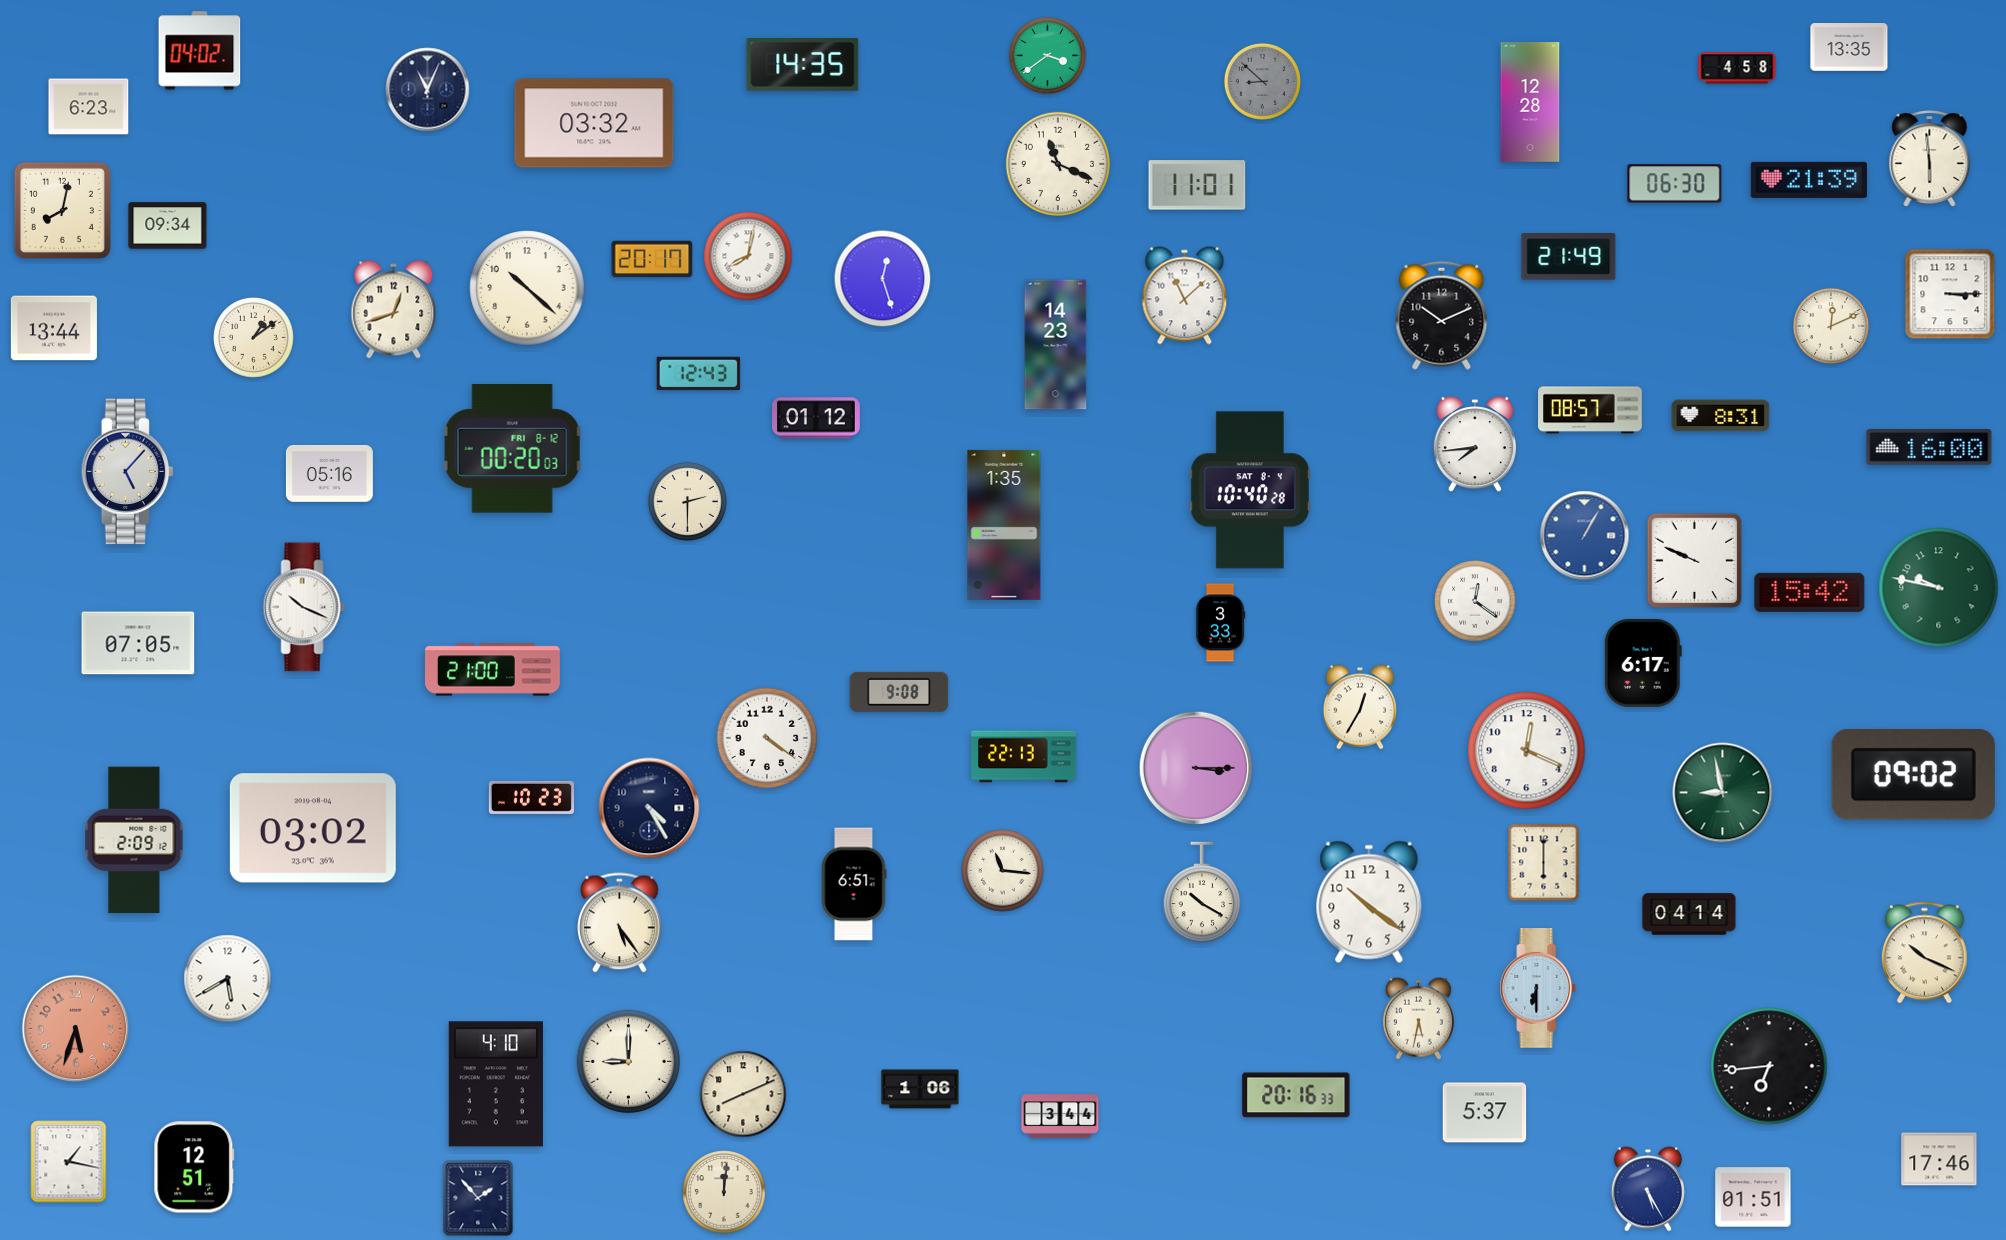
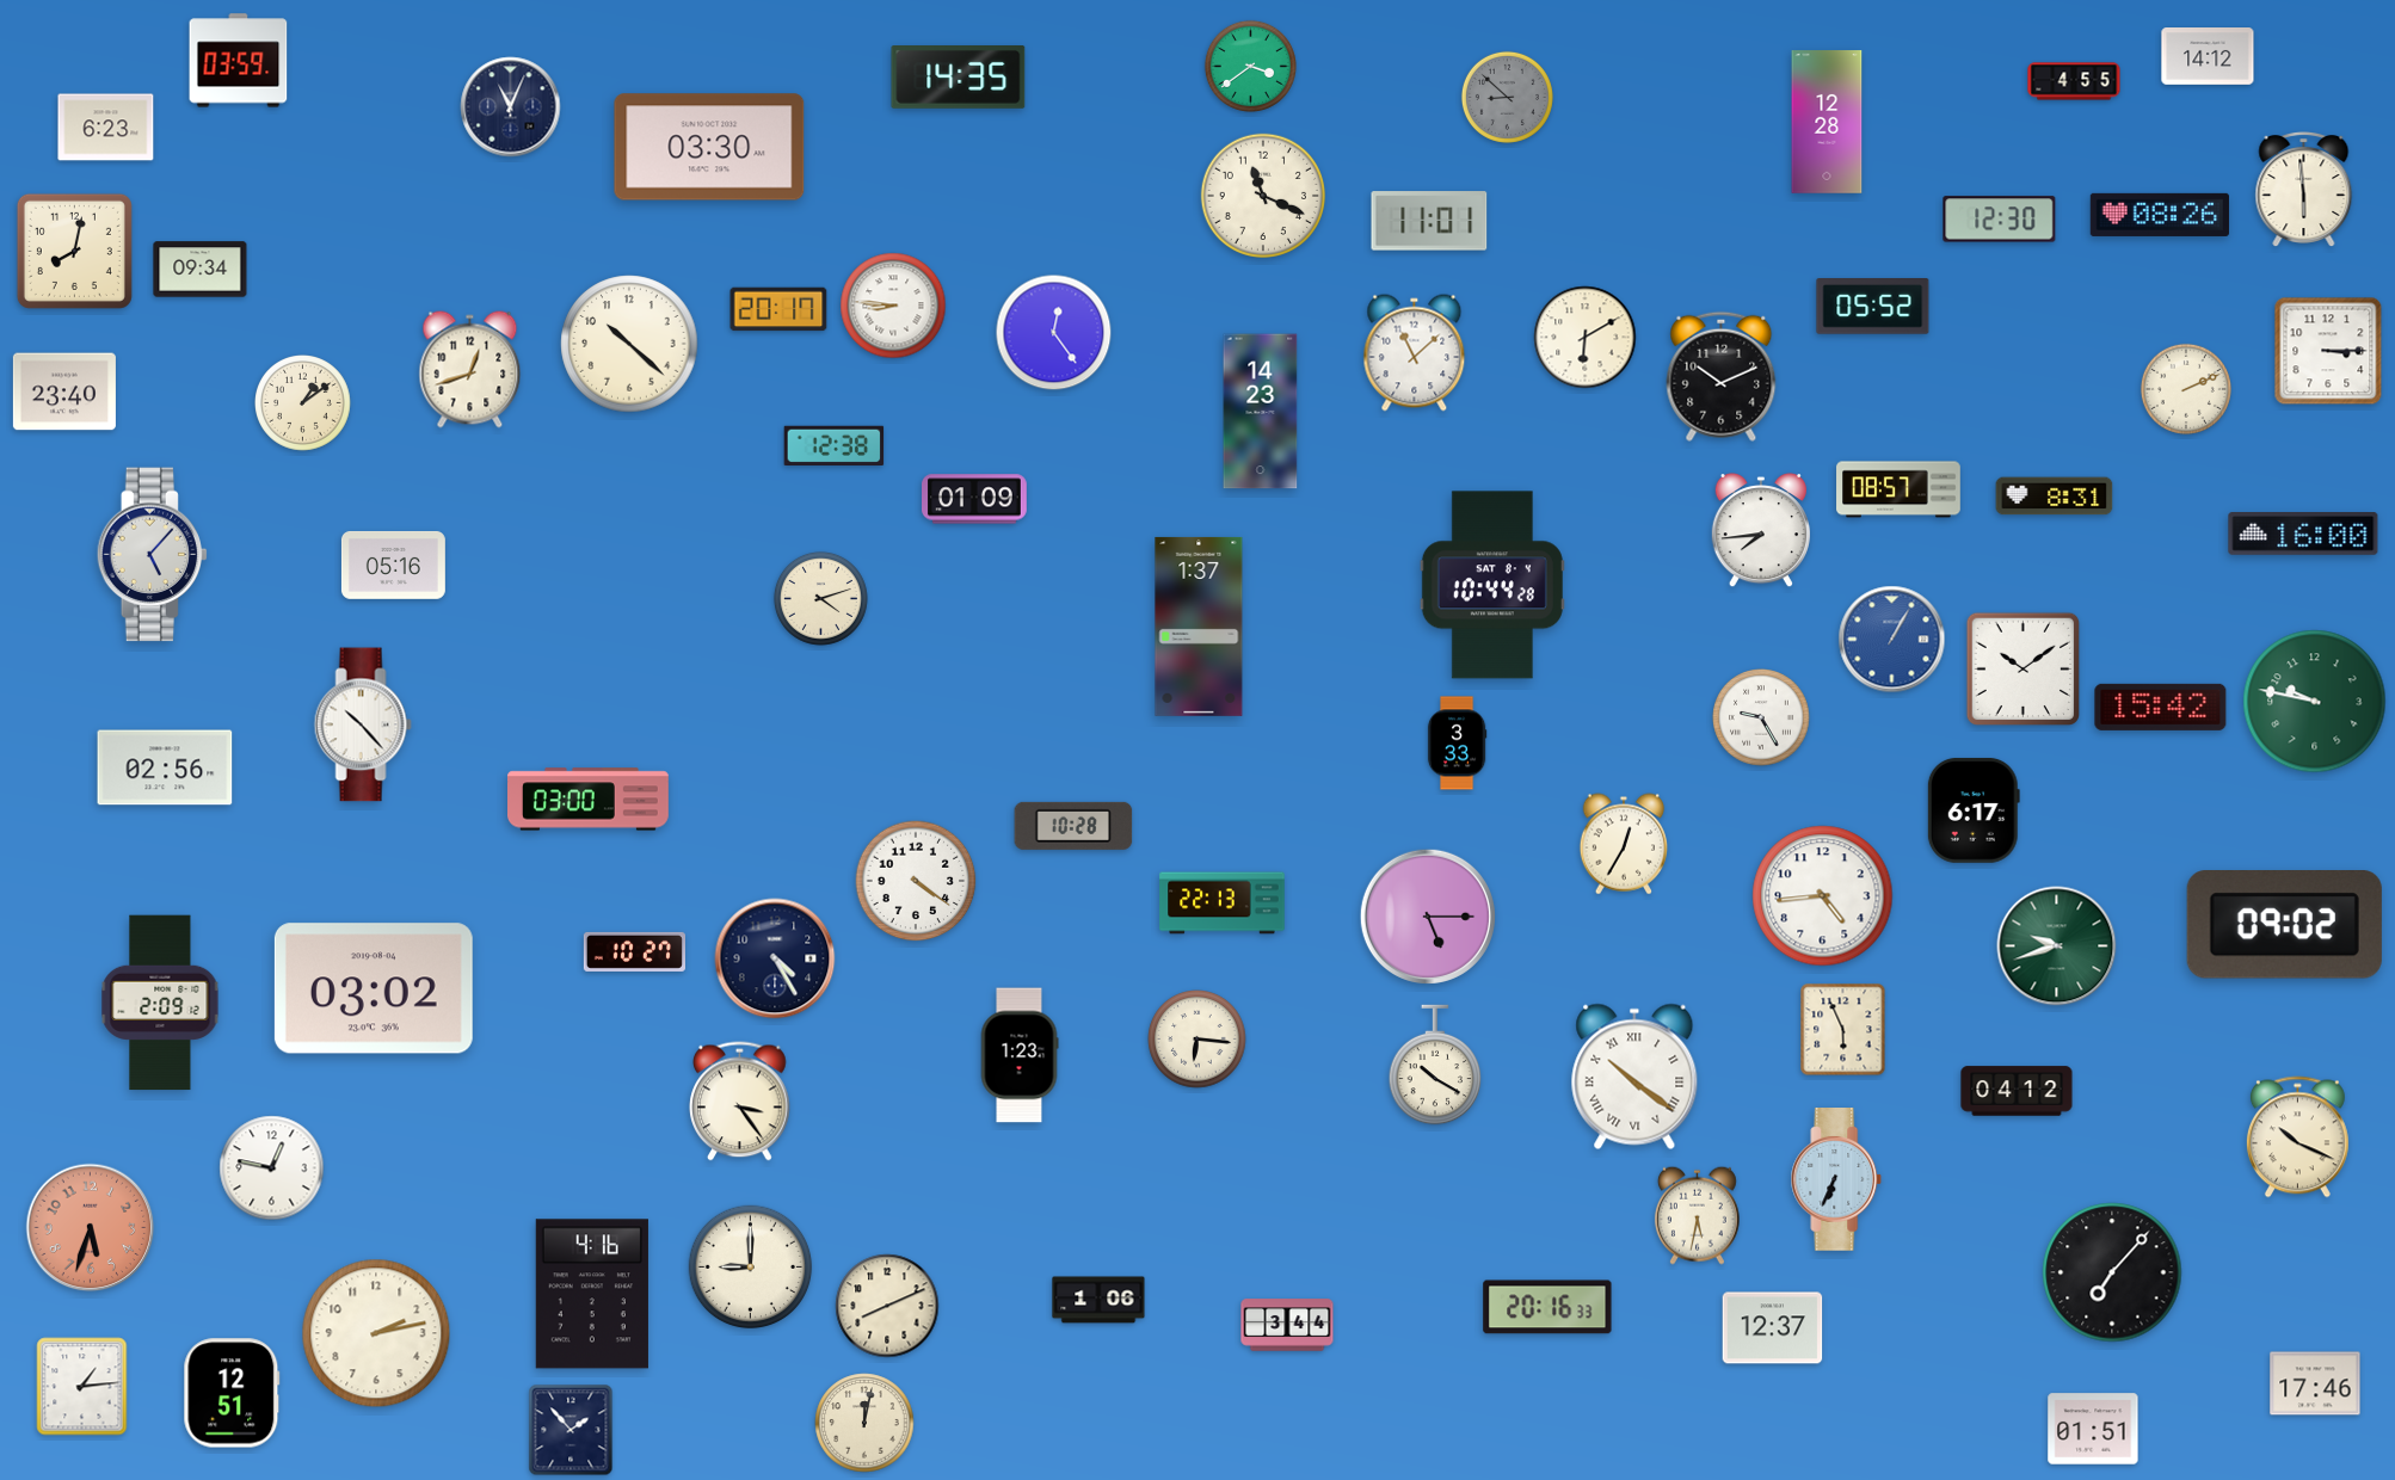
clock at (1849, 48): 13:35 -> 14:12
clock at (200, 51): 04:02 -> 03:59
clock at (1737, 68): 4:58 -> 4:55
clock at (594, 123): 03:32 -> 03:30
clock at (1809, 180): 21:39 -> 08:26
clock at (1675, 184): 06:30 -> 12:30
clock at (748, 256): 8:02 -> 8:46
clock at (1569, 257): 21:49 -> 05:52
clock at (883, 279): 12:27 -> 12:24
clock at (1586, 338): none -> 6:10
clock at (1831, 326): 12:11 -> 2:11
clock at (54, 328): 13:44 -> 23:40
clock at (699, 373): 12:43 -> 12:38
clock at (817, 418): 01:12 -> 01:09
clock at (512, 449): 00:20 -> none
clock at (128, 472) position: (128, 472) -> (153, 555)
clock at (1250, 490): 10:40 -> 10:44
clock at (687, 501): 2:30 -> 4:12
clock at (1004, 525): 1:35 -> 1:37
clock at (1695, 561): 9:49 -> 10:09
clock at (1475, 601): 12:21 -> 9:25
clock at (304, 607): 10:19 -> 10:23
clock at (138, 643): 07:05 -> 02:56
clock at (1643, 663) position: (1643, 663) -> (1974, 810)
clock at (493, 670): 21:00 -> 03:00
clock at (899, 692): 9:08 -> 10:28
clock at (1527, 751): 12:19 -> 4:44
clock at (1196, 768): 3:15 -> 5:15
clock at (1723, 793): 8:58 -> 9:42
clock at (531, 797): 10:23 -> 10:27
clock at (649, 808) position: (649, 808) -> (775, 958)
clock at (1544, 863): 6:00 -> 5:56
clock at (1003, 871): 11:16 -> 6:16
clock at (854, 884): 6:51 -> 1:23
clock at (1369, 902) numerals: Arabic -> Roman
clock at (1689, 914): 04:14 -> 04:12
clock at (620, 923): 5:24 -> 3:24
clock at (228, 979): 5:40 -> 12:47
clock at (1538, 989): 6:30 -> 6:34
clock at (1418, 1018) position: (1418, 1018) -> (1697, 1215)
clock at (1769, 1066): 6:44 -> 7:07
clock at (496, 1084): 4:10 -> 4:16
clock at (1485, 1113): 5:37 -> 12:37
clock at (1060, 1116) position: (1060, 1116) -> (1287, 1325)
clock at (376, 1333): none -> 2:13
clock at (69, 1162): 1:17 -> 1:14
clock at (1647, 1189): 5:25 -> none
clock at (724, 1192): 12:01 -> 12:02
